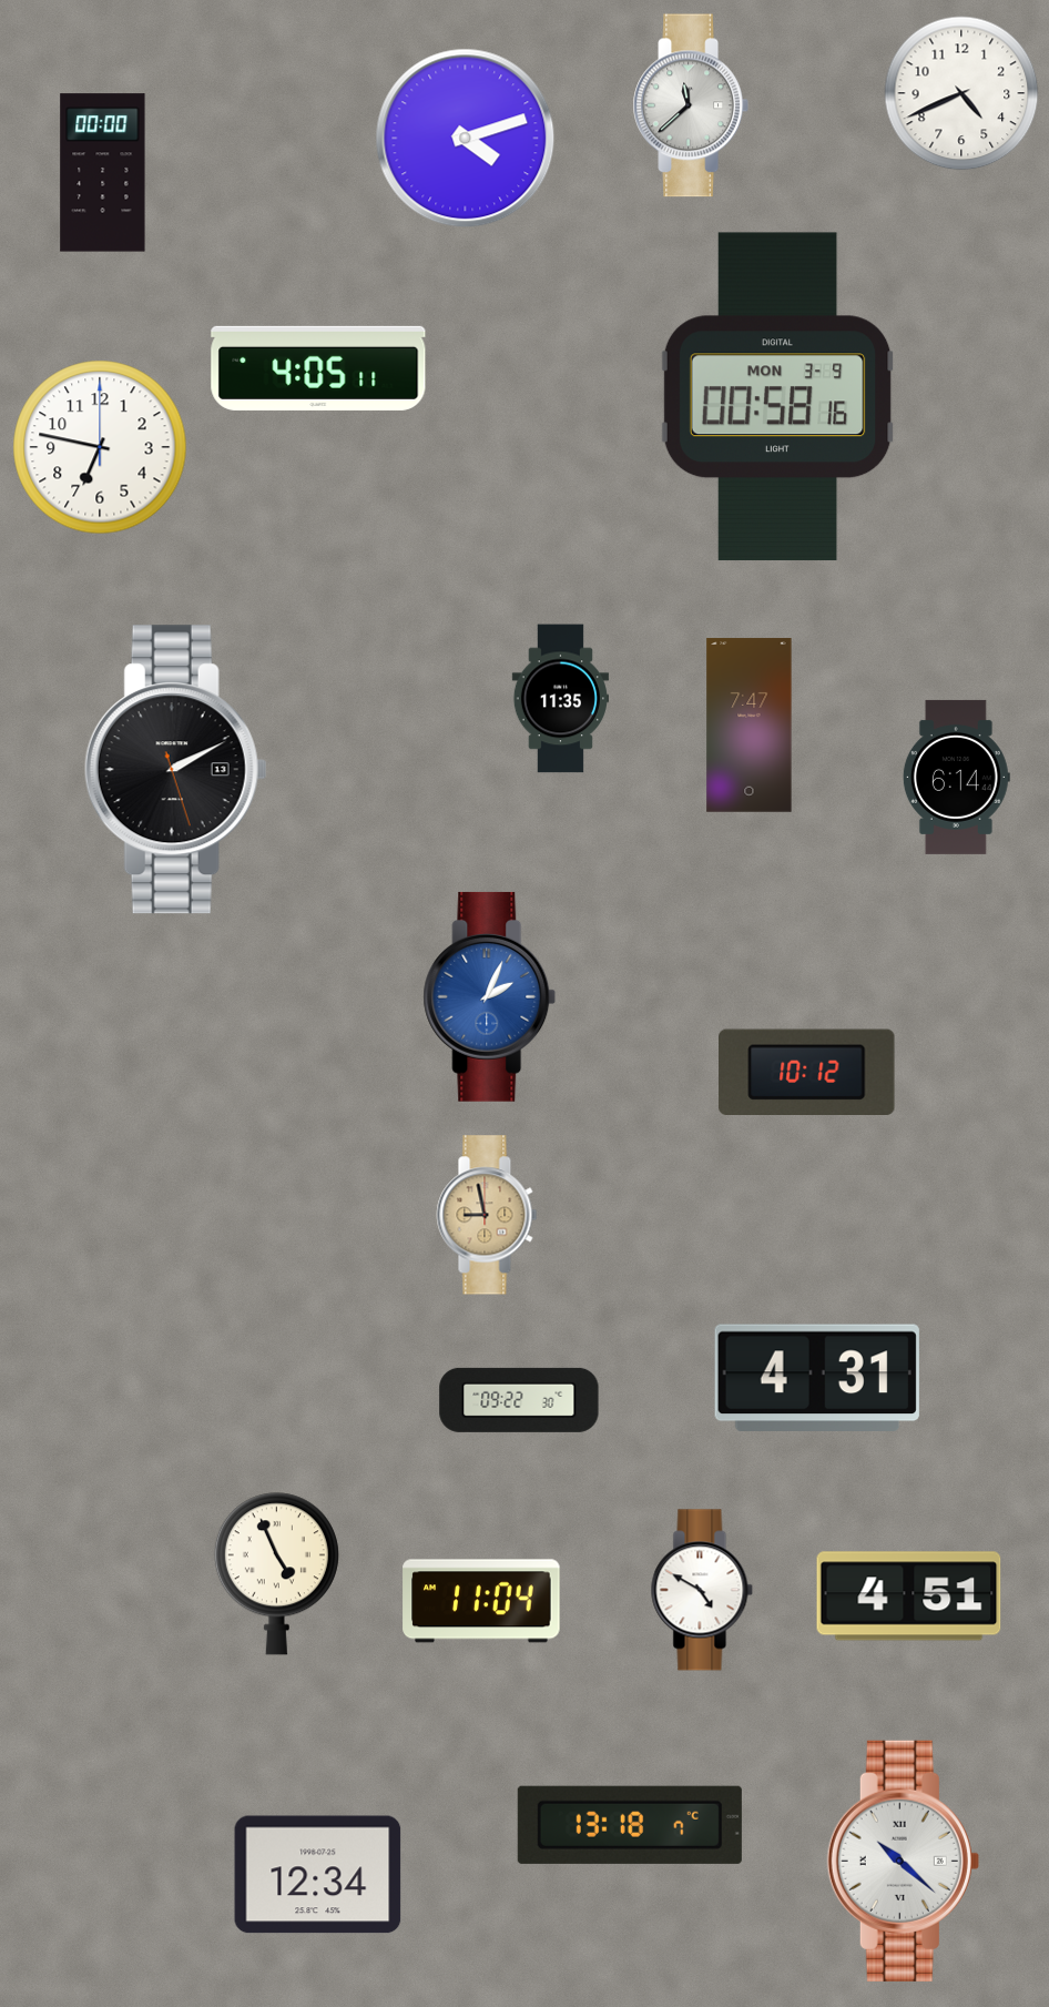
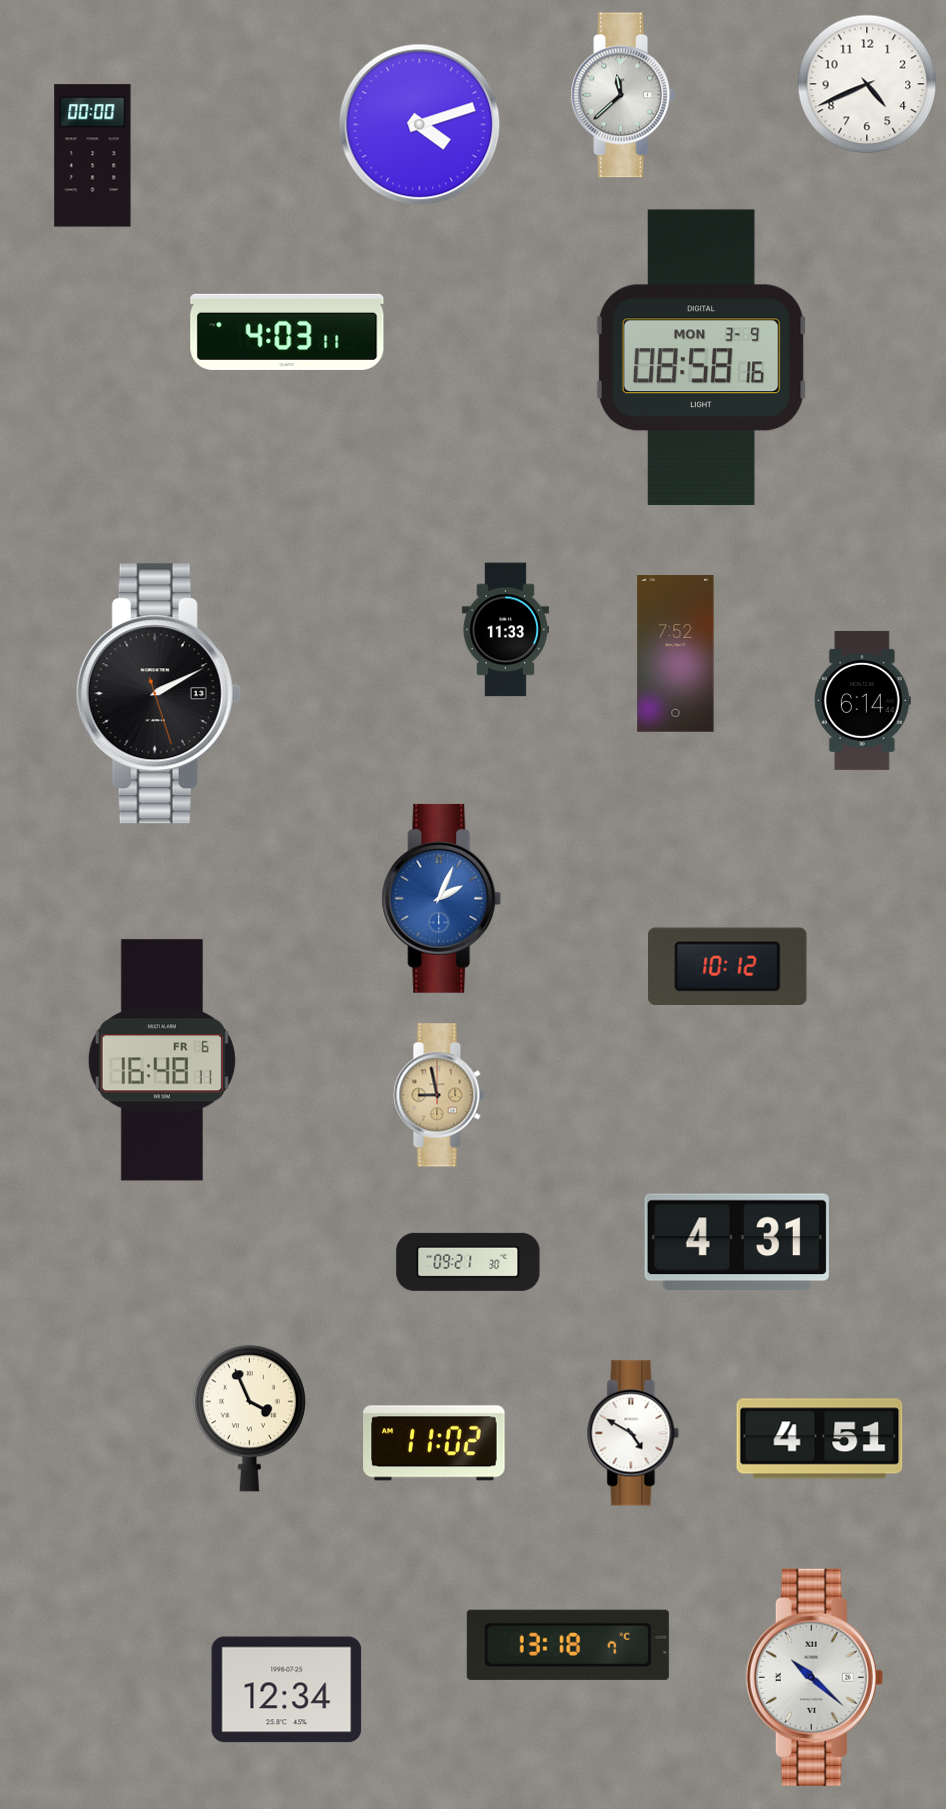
clock at (318, 368): 4:05 -> 4:03
clock at (778, 397): 00:58 -> 08:58
clock at (100, 447): 6:47 -> none
clock at (560, 699): 11:35 -> 11:33
clock at (750, 726): 7:47 -> 7:52
clock at (162, 1060): none -> 16:48
clock at (519, 1400): 09:22 -> 09:21
clock at (276, 1574): 4:56 -> 3:56
clock at (481, 1601): 11:04 -> 11:02
